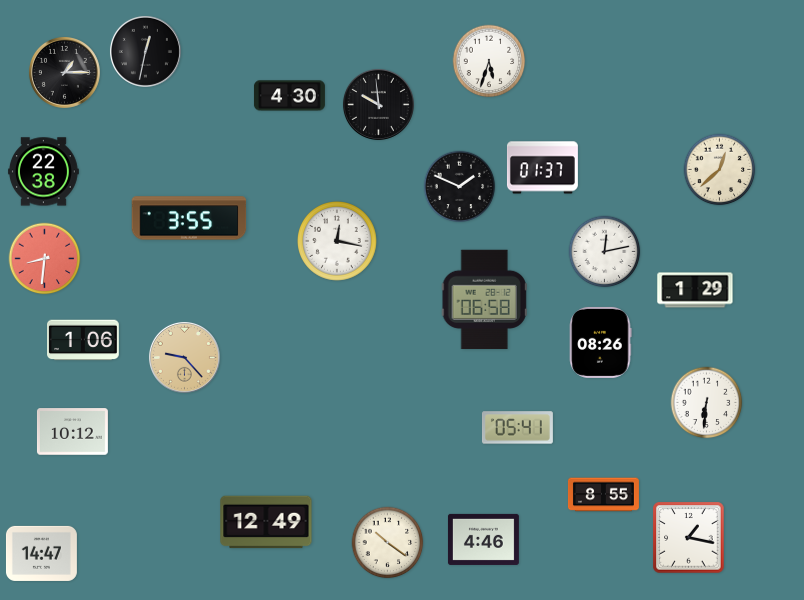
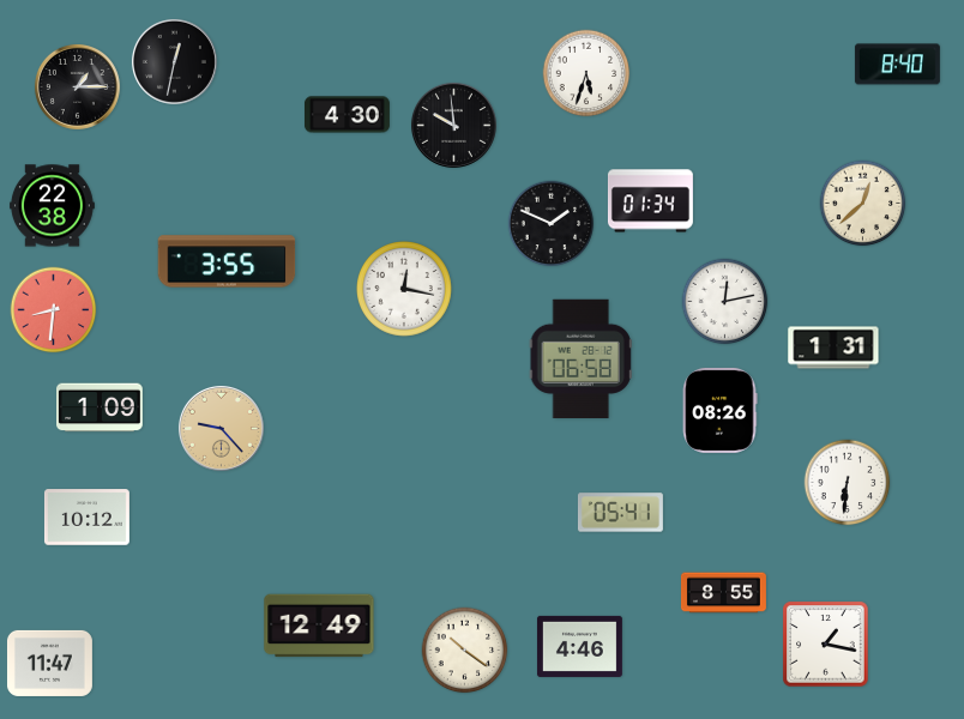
clock at (897, 65): none -> 8:40
clock at (542, 168): 01:37 -> 01:34
clock at (695, 290): 1:29 -> 1:31
clock at (84, 340): 1:06 -> 1:09
clock at (41, 553): 14:47 -> 11:47
